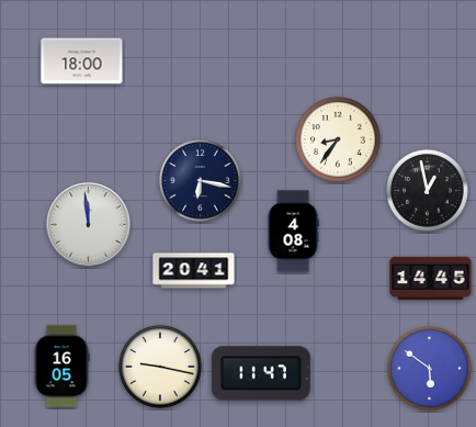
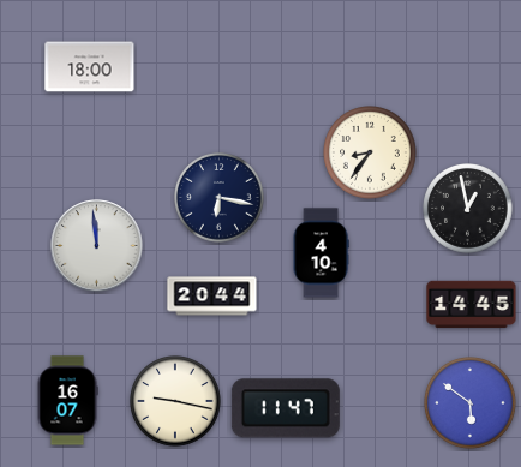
clock at (293, 232): 4:08 -> 4:10
clock at (194, 271): 20:41 -> 20:44
clock at (61, 367): 16:05 -> 16:07
